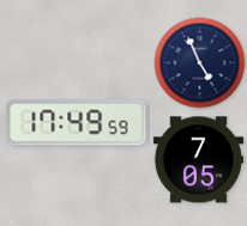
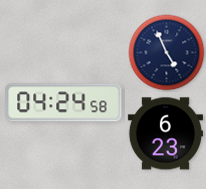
clock at (77, 123): 17:49 -> 04:24
clock at (198, 160): 7:05 -> 6:23
